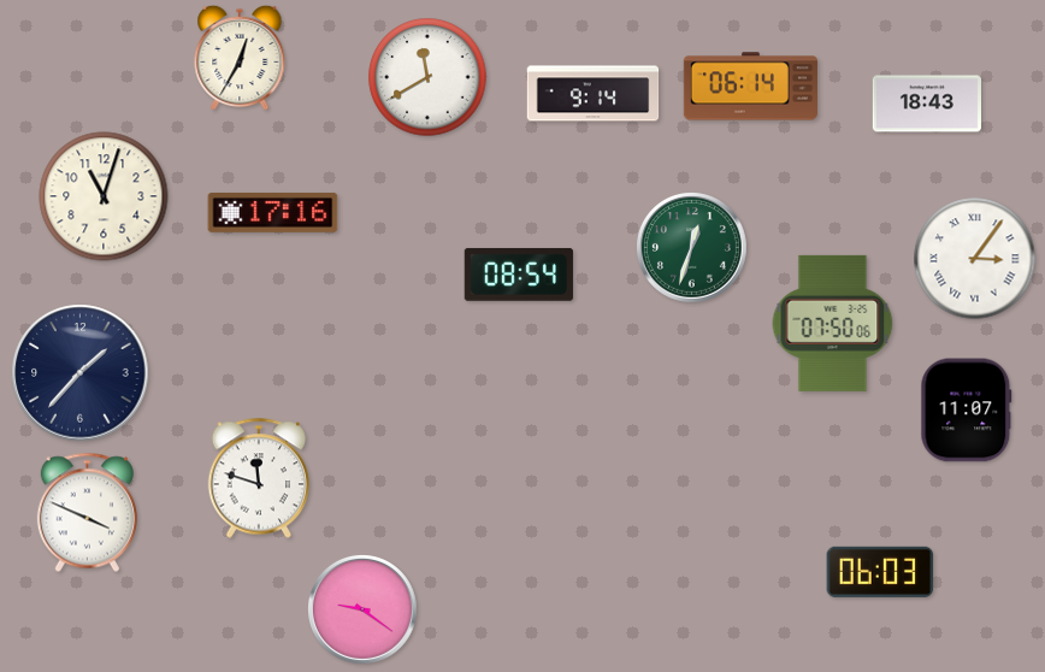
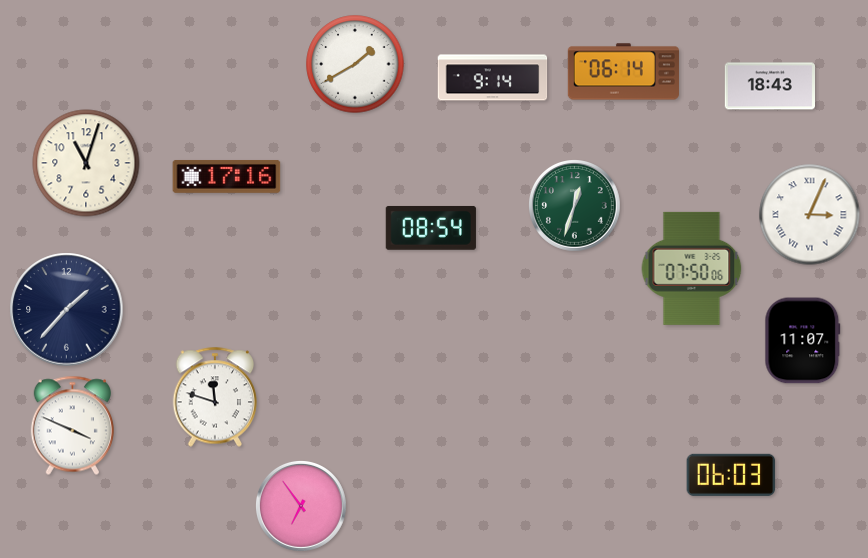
clock at (240, 58): 12:35 -> none
clock at (427, 77): 11:40 -> 1:40
clock at (975, 259): 3:06 -> 3:04
clock at (364, 611): 9:21 -> 6:54
